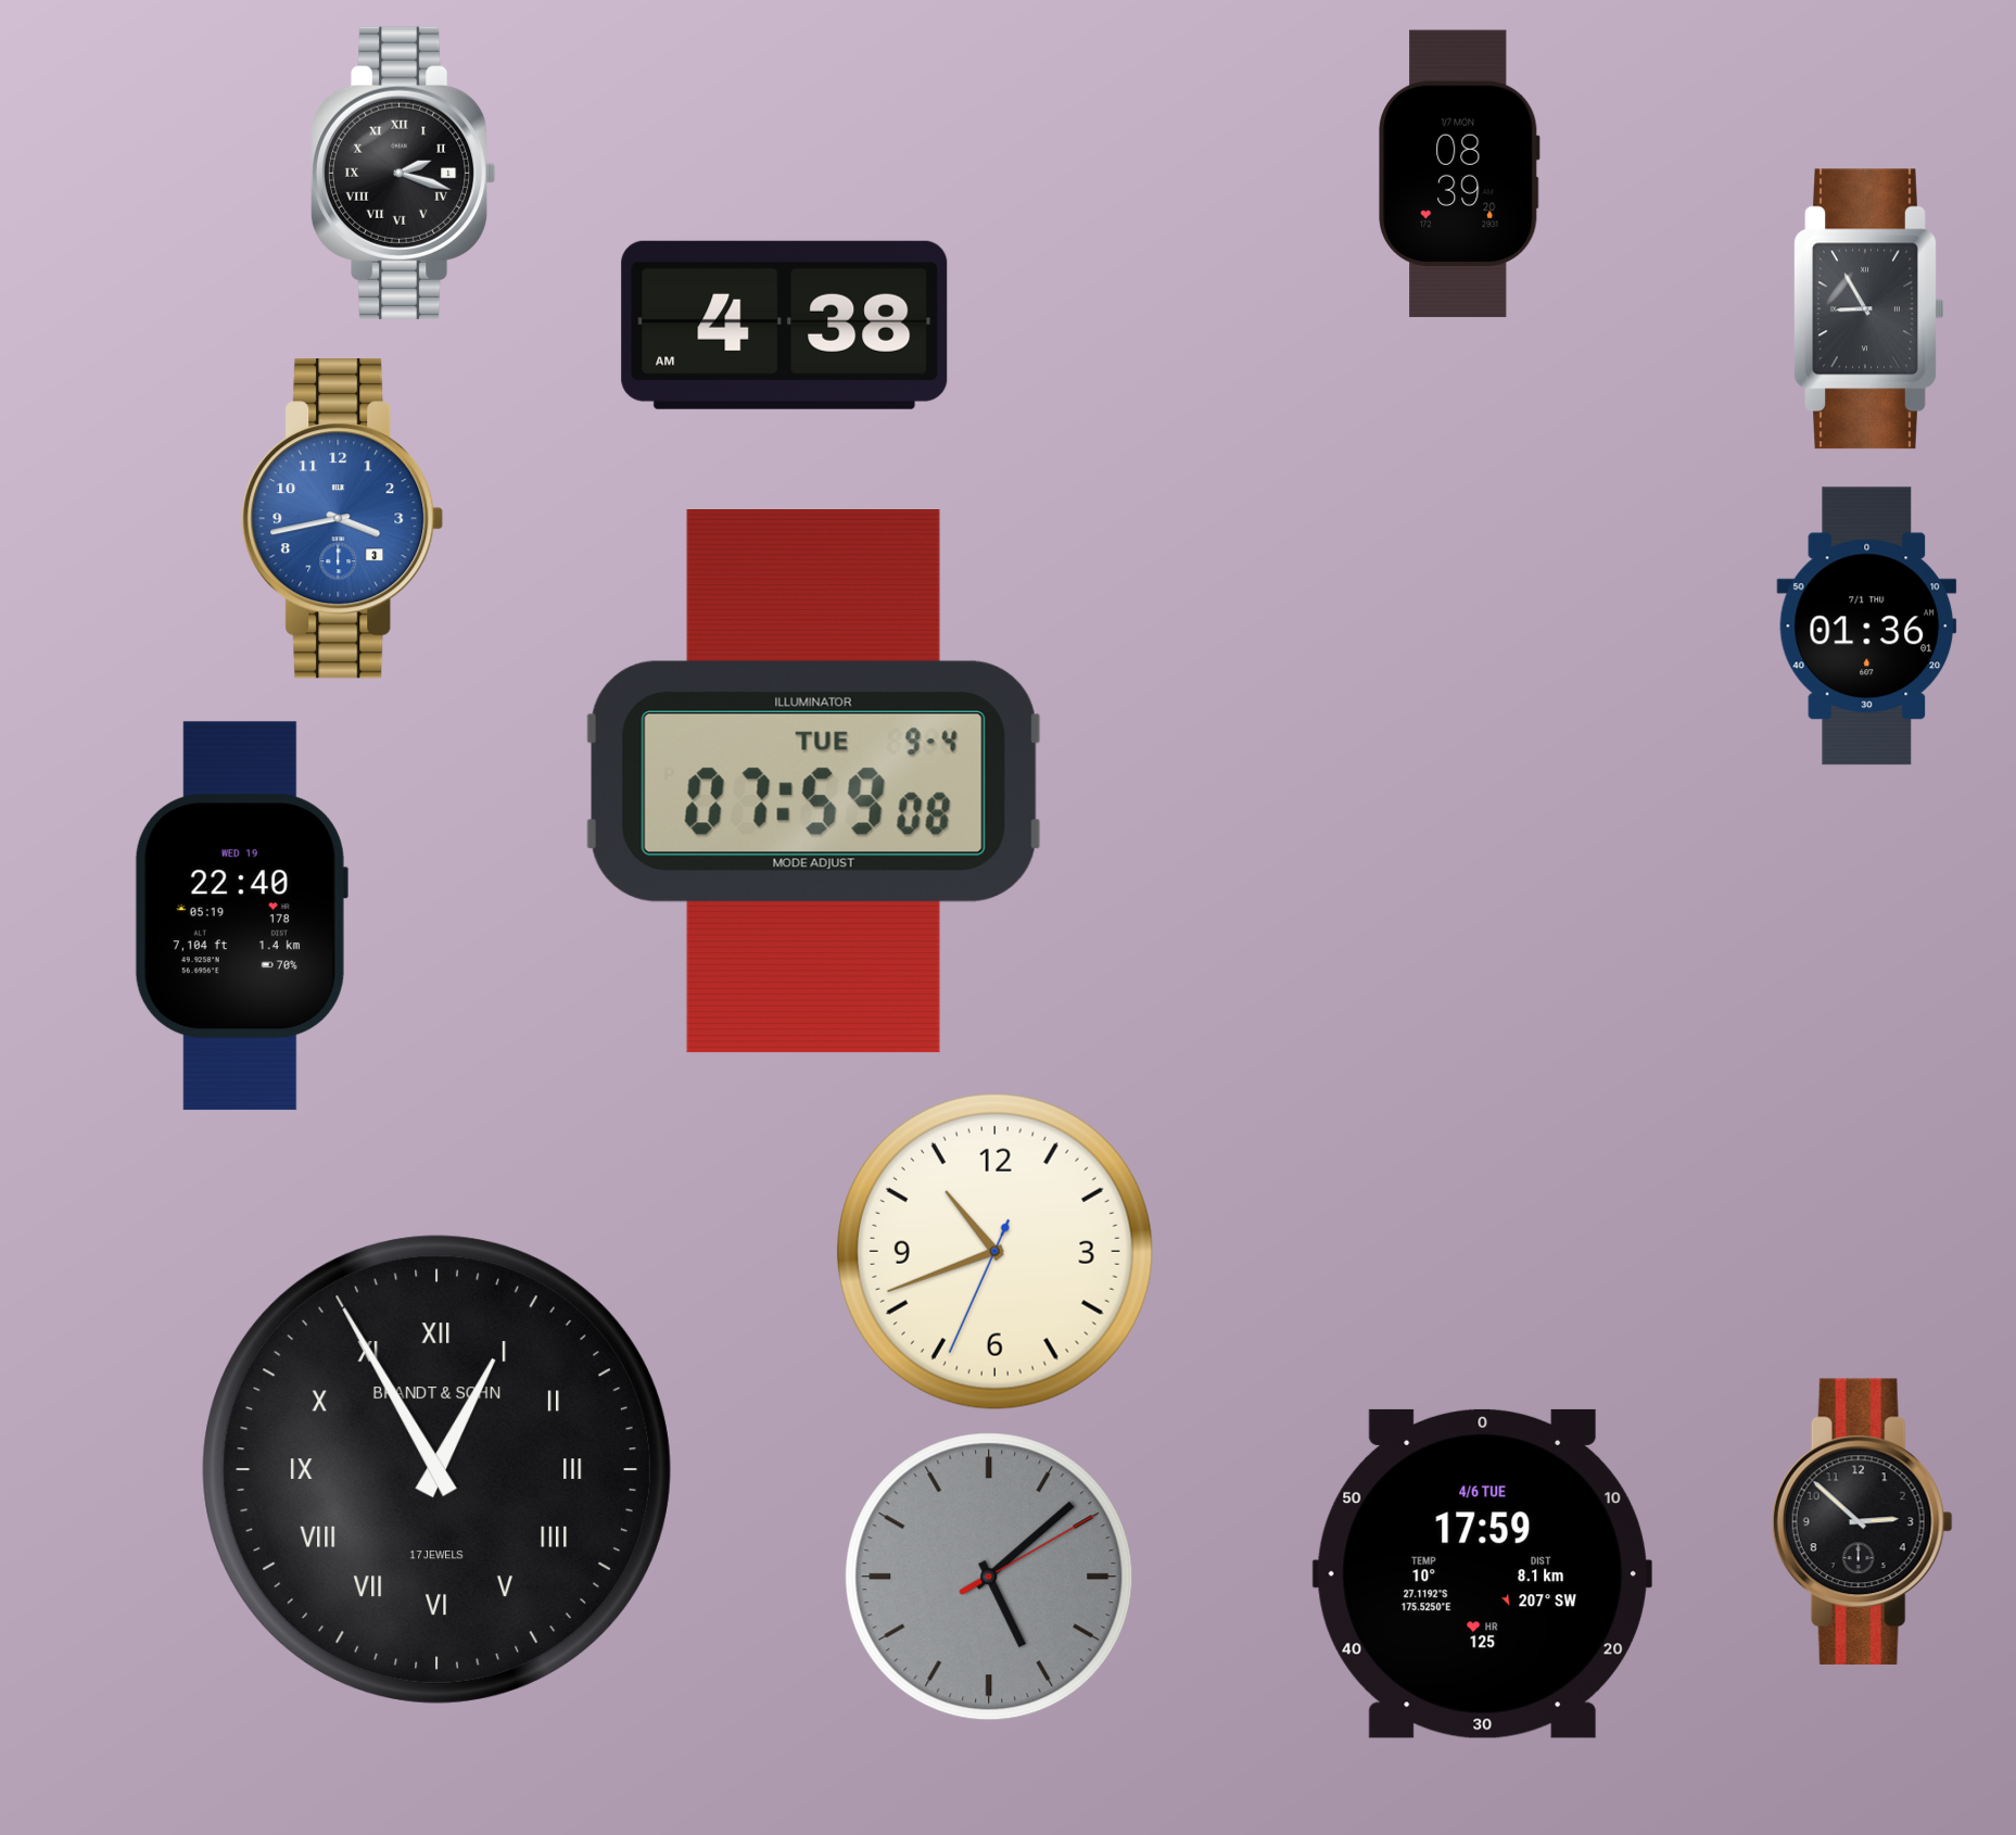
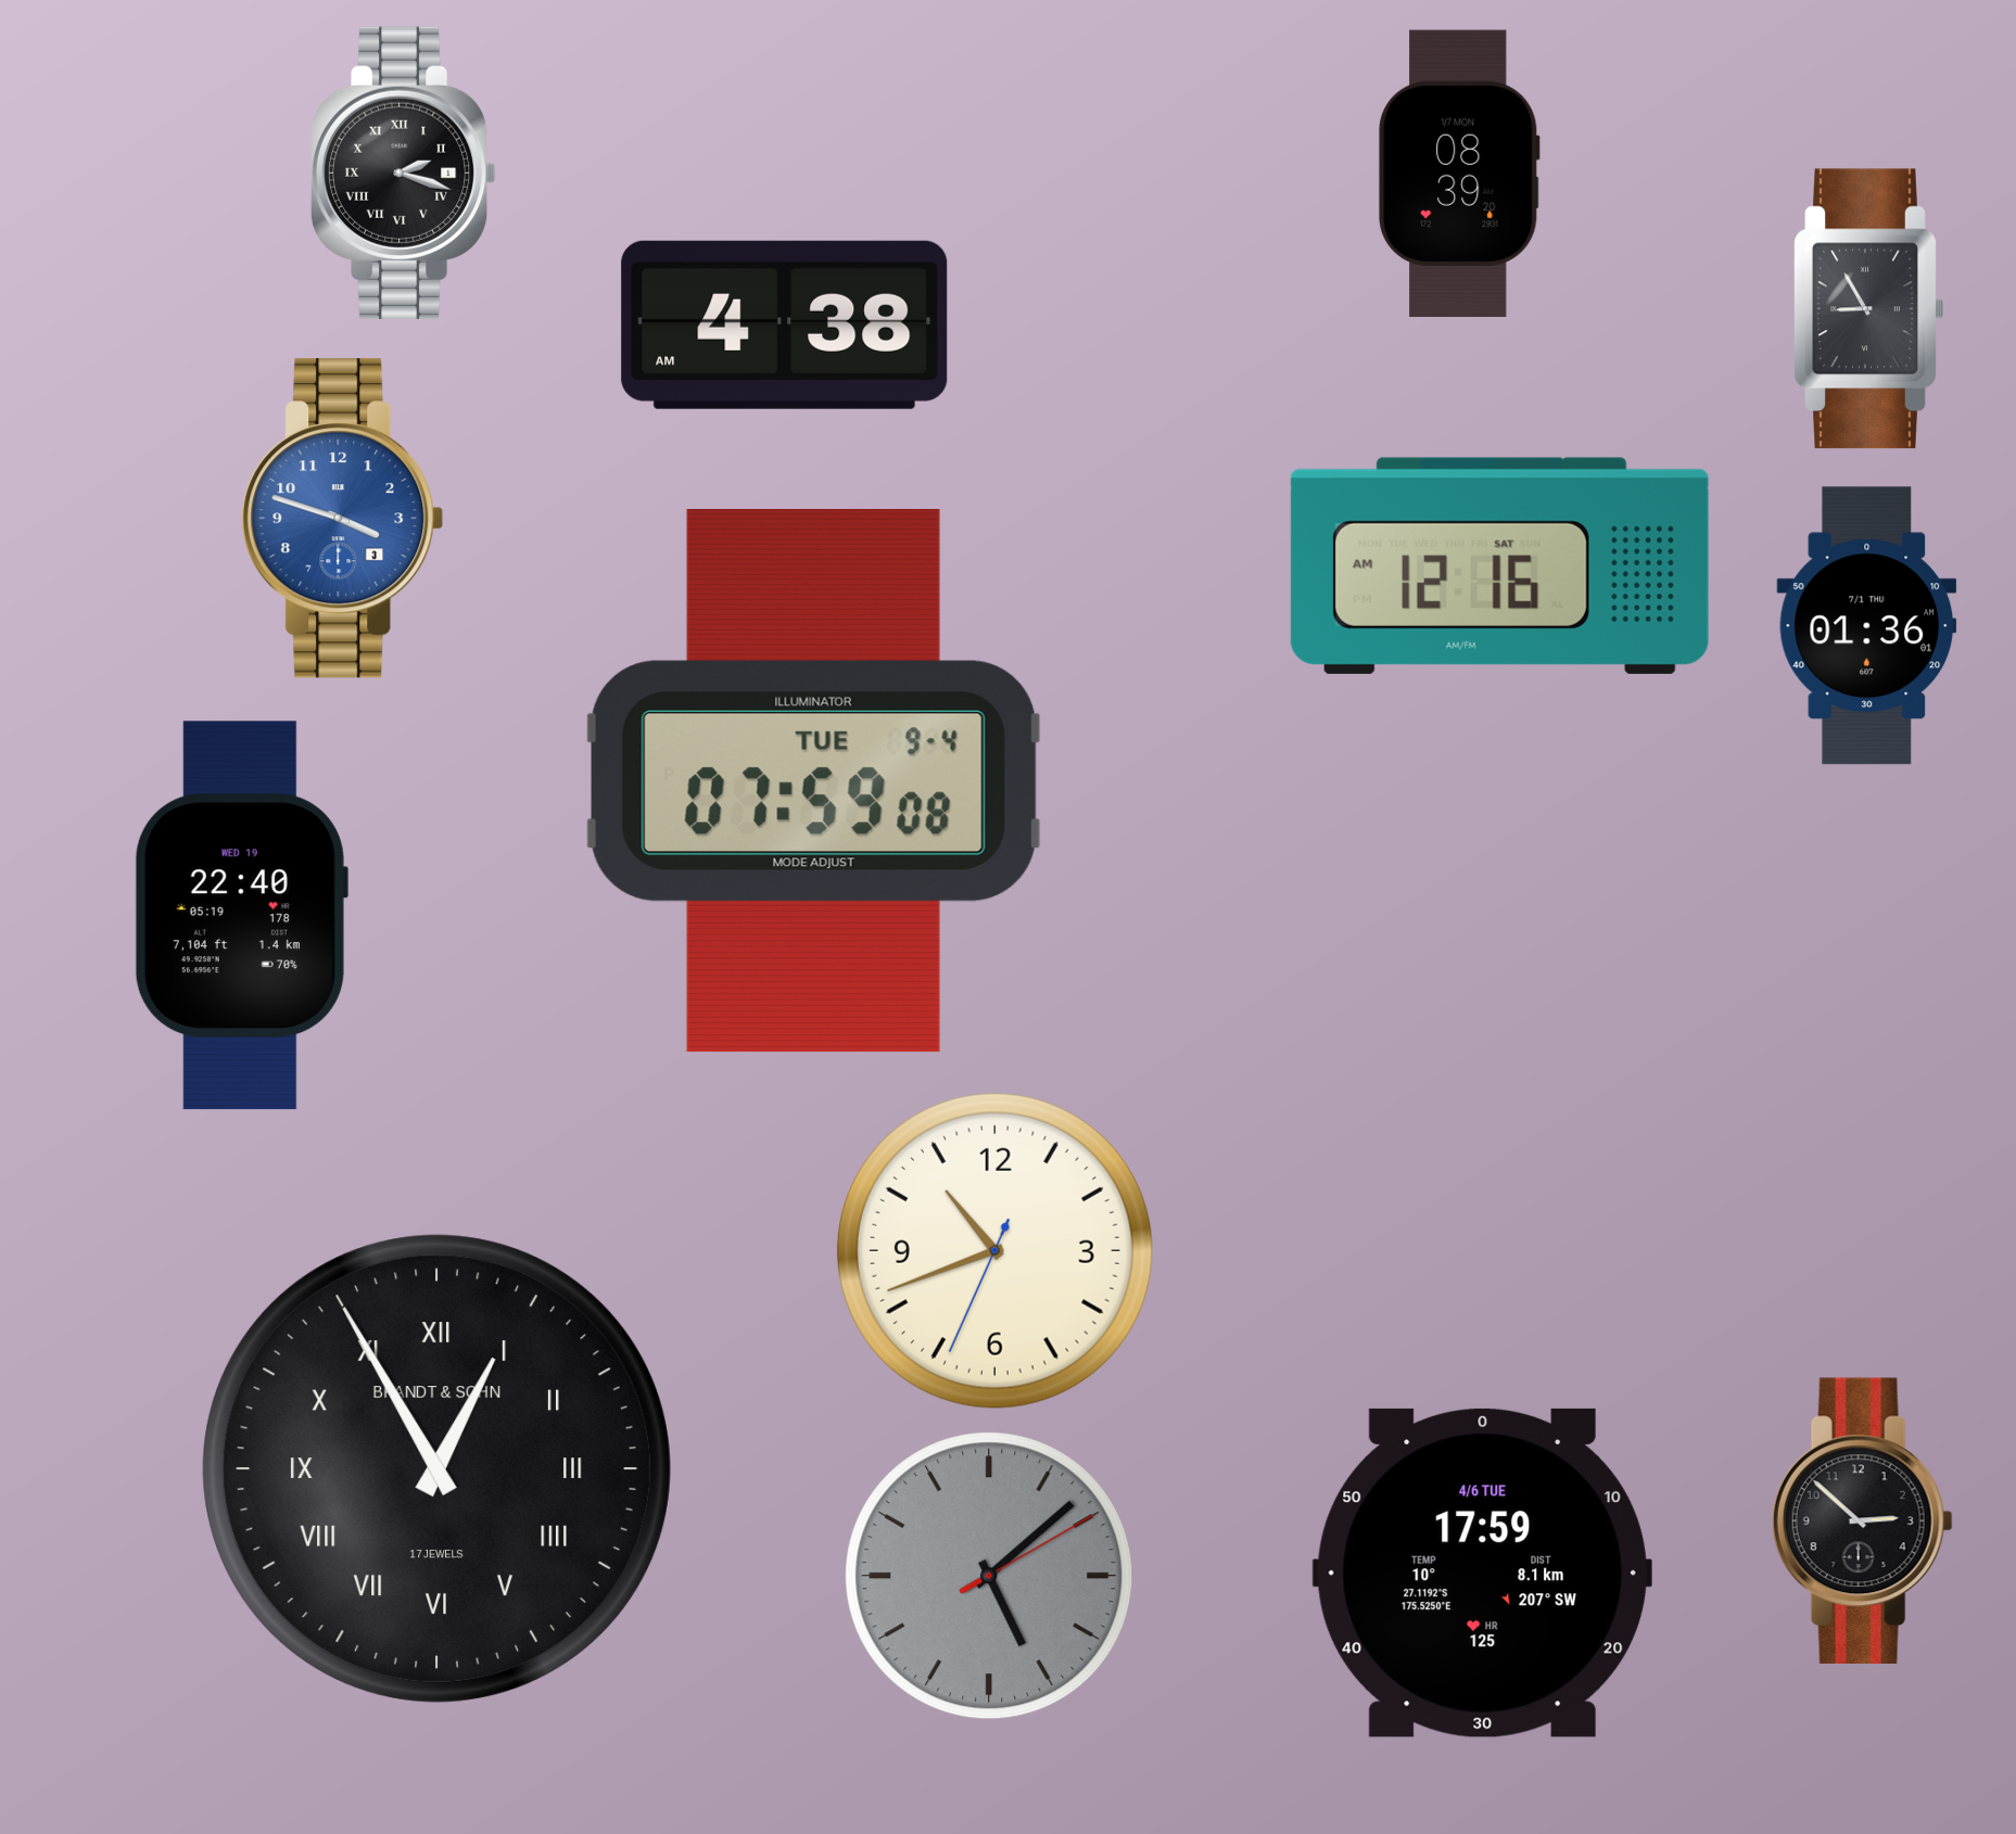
clock at (343, 519): 3:43 -> 3:48
clock at (1499, 565): none -> 12:16
